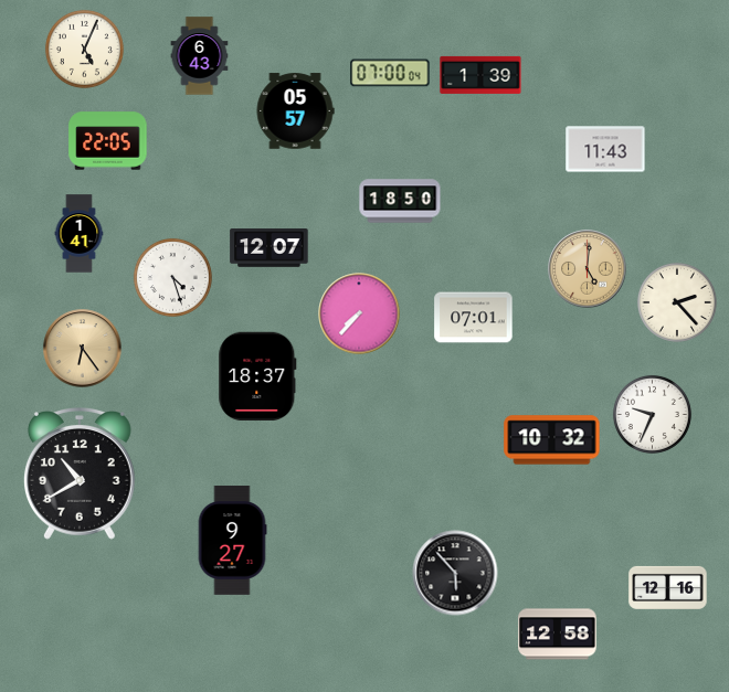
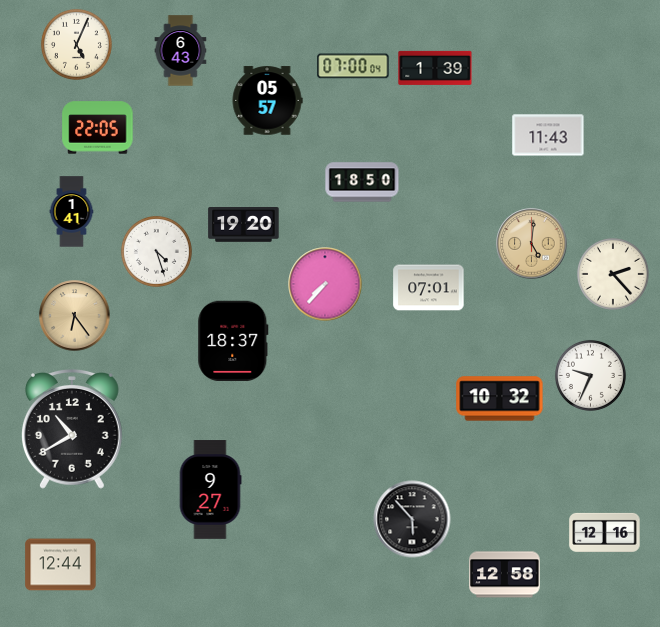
clock at (270, 248): 12:07 -> 19:20
clock at (61, 565): none -> 12:44
